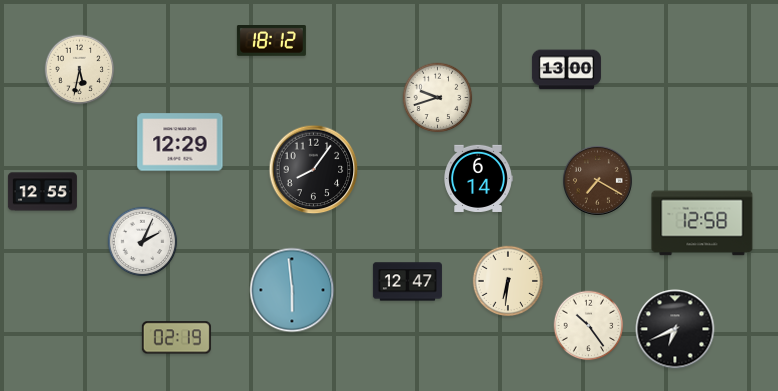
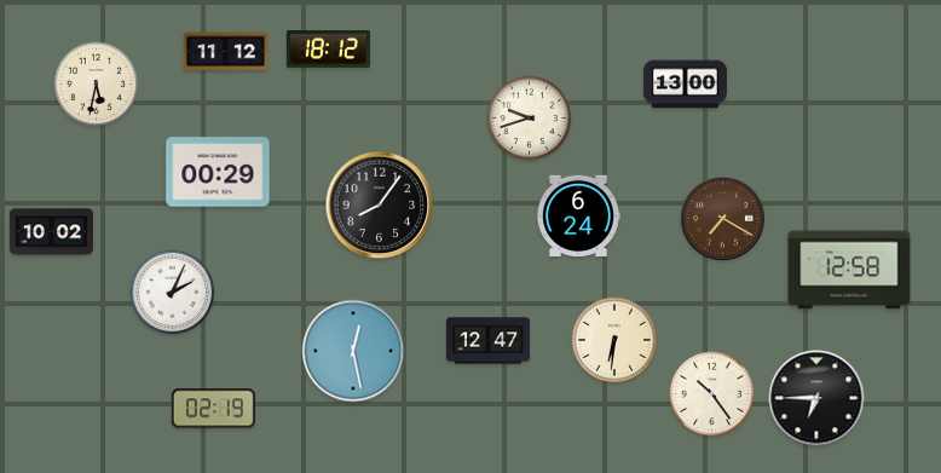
clock at (225, 52): none -> 11:12
clock at (180, 142): 12:29 -> 00:29
clock at (478, 178): 6:14 -> 6:24
clock at (42, 192): 12:55 -> 10:02
clock at (407, 282) position: (407, 282) -> (487, 341)
clock at (292, 290): 5:59 -> 12:28
clock at (675, 329): 6:41 -> 6:45
